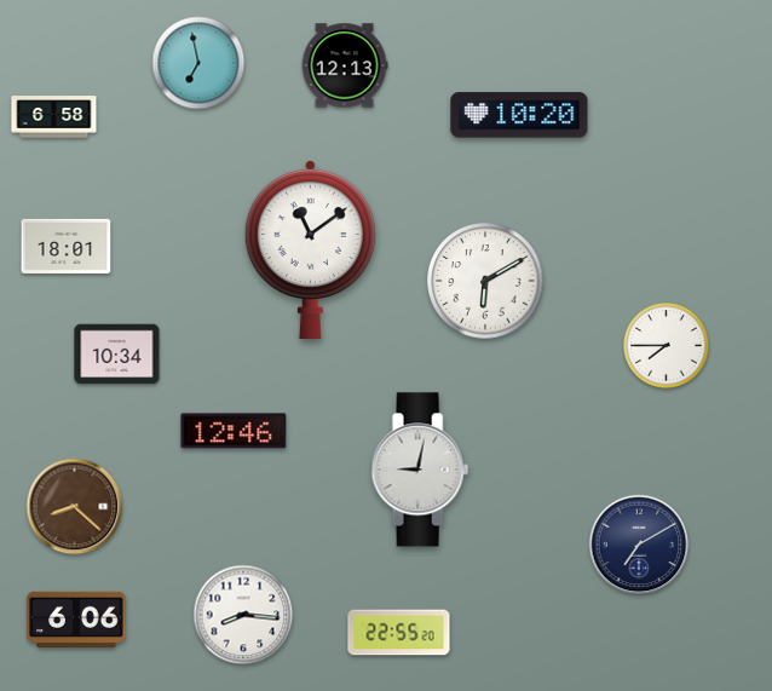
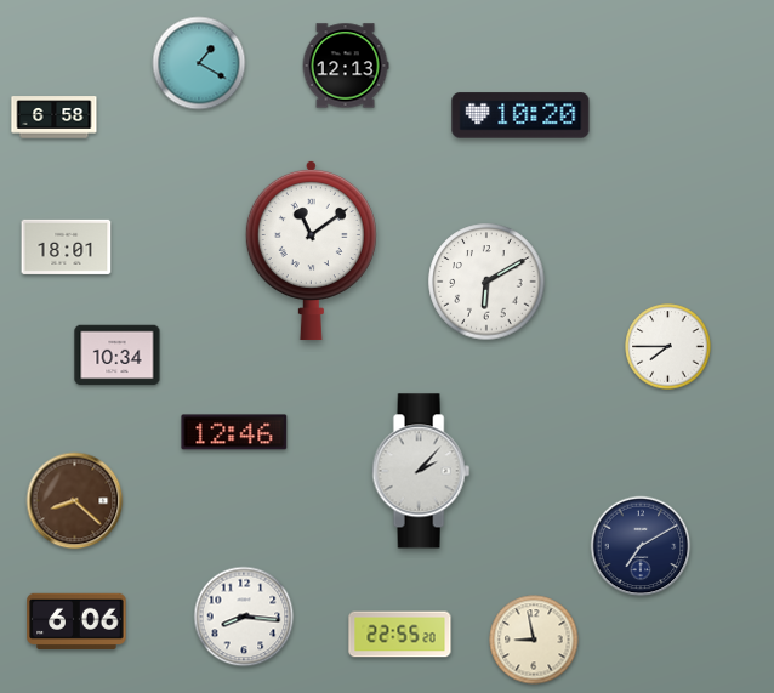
clock at (198, 63): 6:58 -> 1:20
clock at (420, 470): 9:02 -> 2:07
clock at (75, 507) position: (75, 507) -> (75, 501)
clock at (534, 640): none -> 8:58
